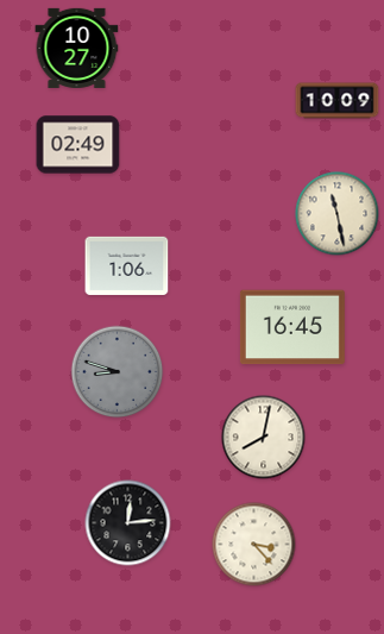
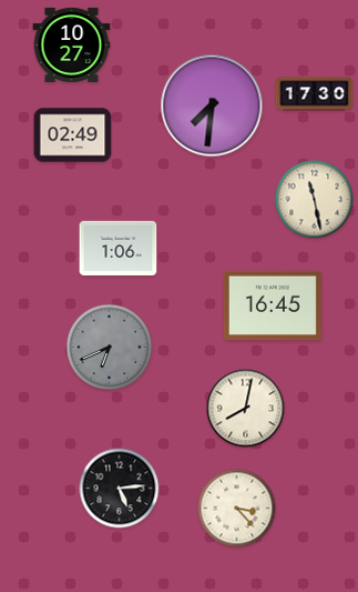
clock at (338, 101): 10:09 -> 17:30
clock at (212, 106): none -> 7:31
clock at (118, 372): 8:48 -> 6:41
clock at (128, 523): 12:14 -> 5:14
